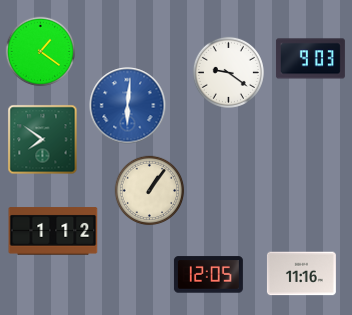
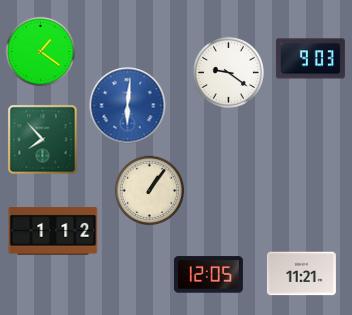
clock at (43, 140): 7:51 -> 7:53
clock at (301, 274): 11:16 -> 11:21
